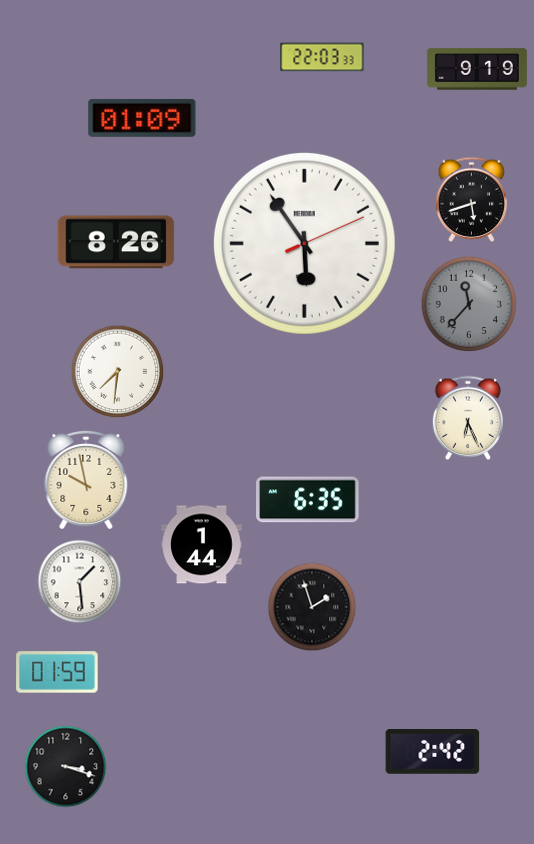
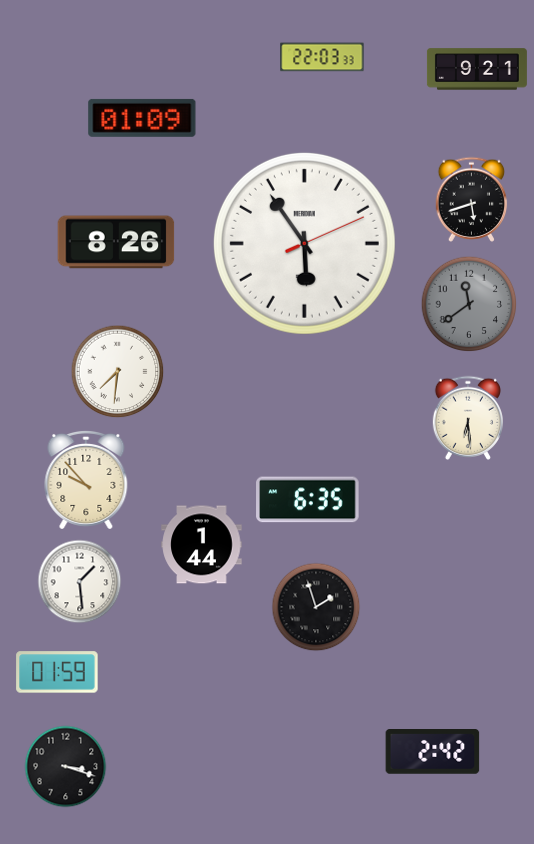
clock at (477, 69): 9:19 -> 9:21
clock at (469, 304): 11:37 -> 11:39
clock at (468, 418): 6:26 -> 6:29
clock at (86, 480): 9:58 -> 9:53
clock at (312, 607) position: (312, 607) -> (316, 607)
